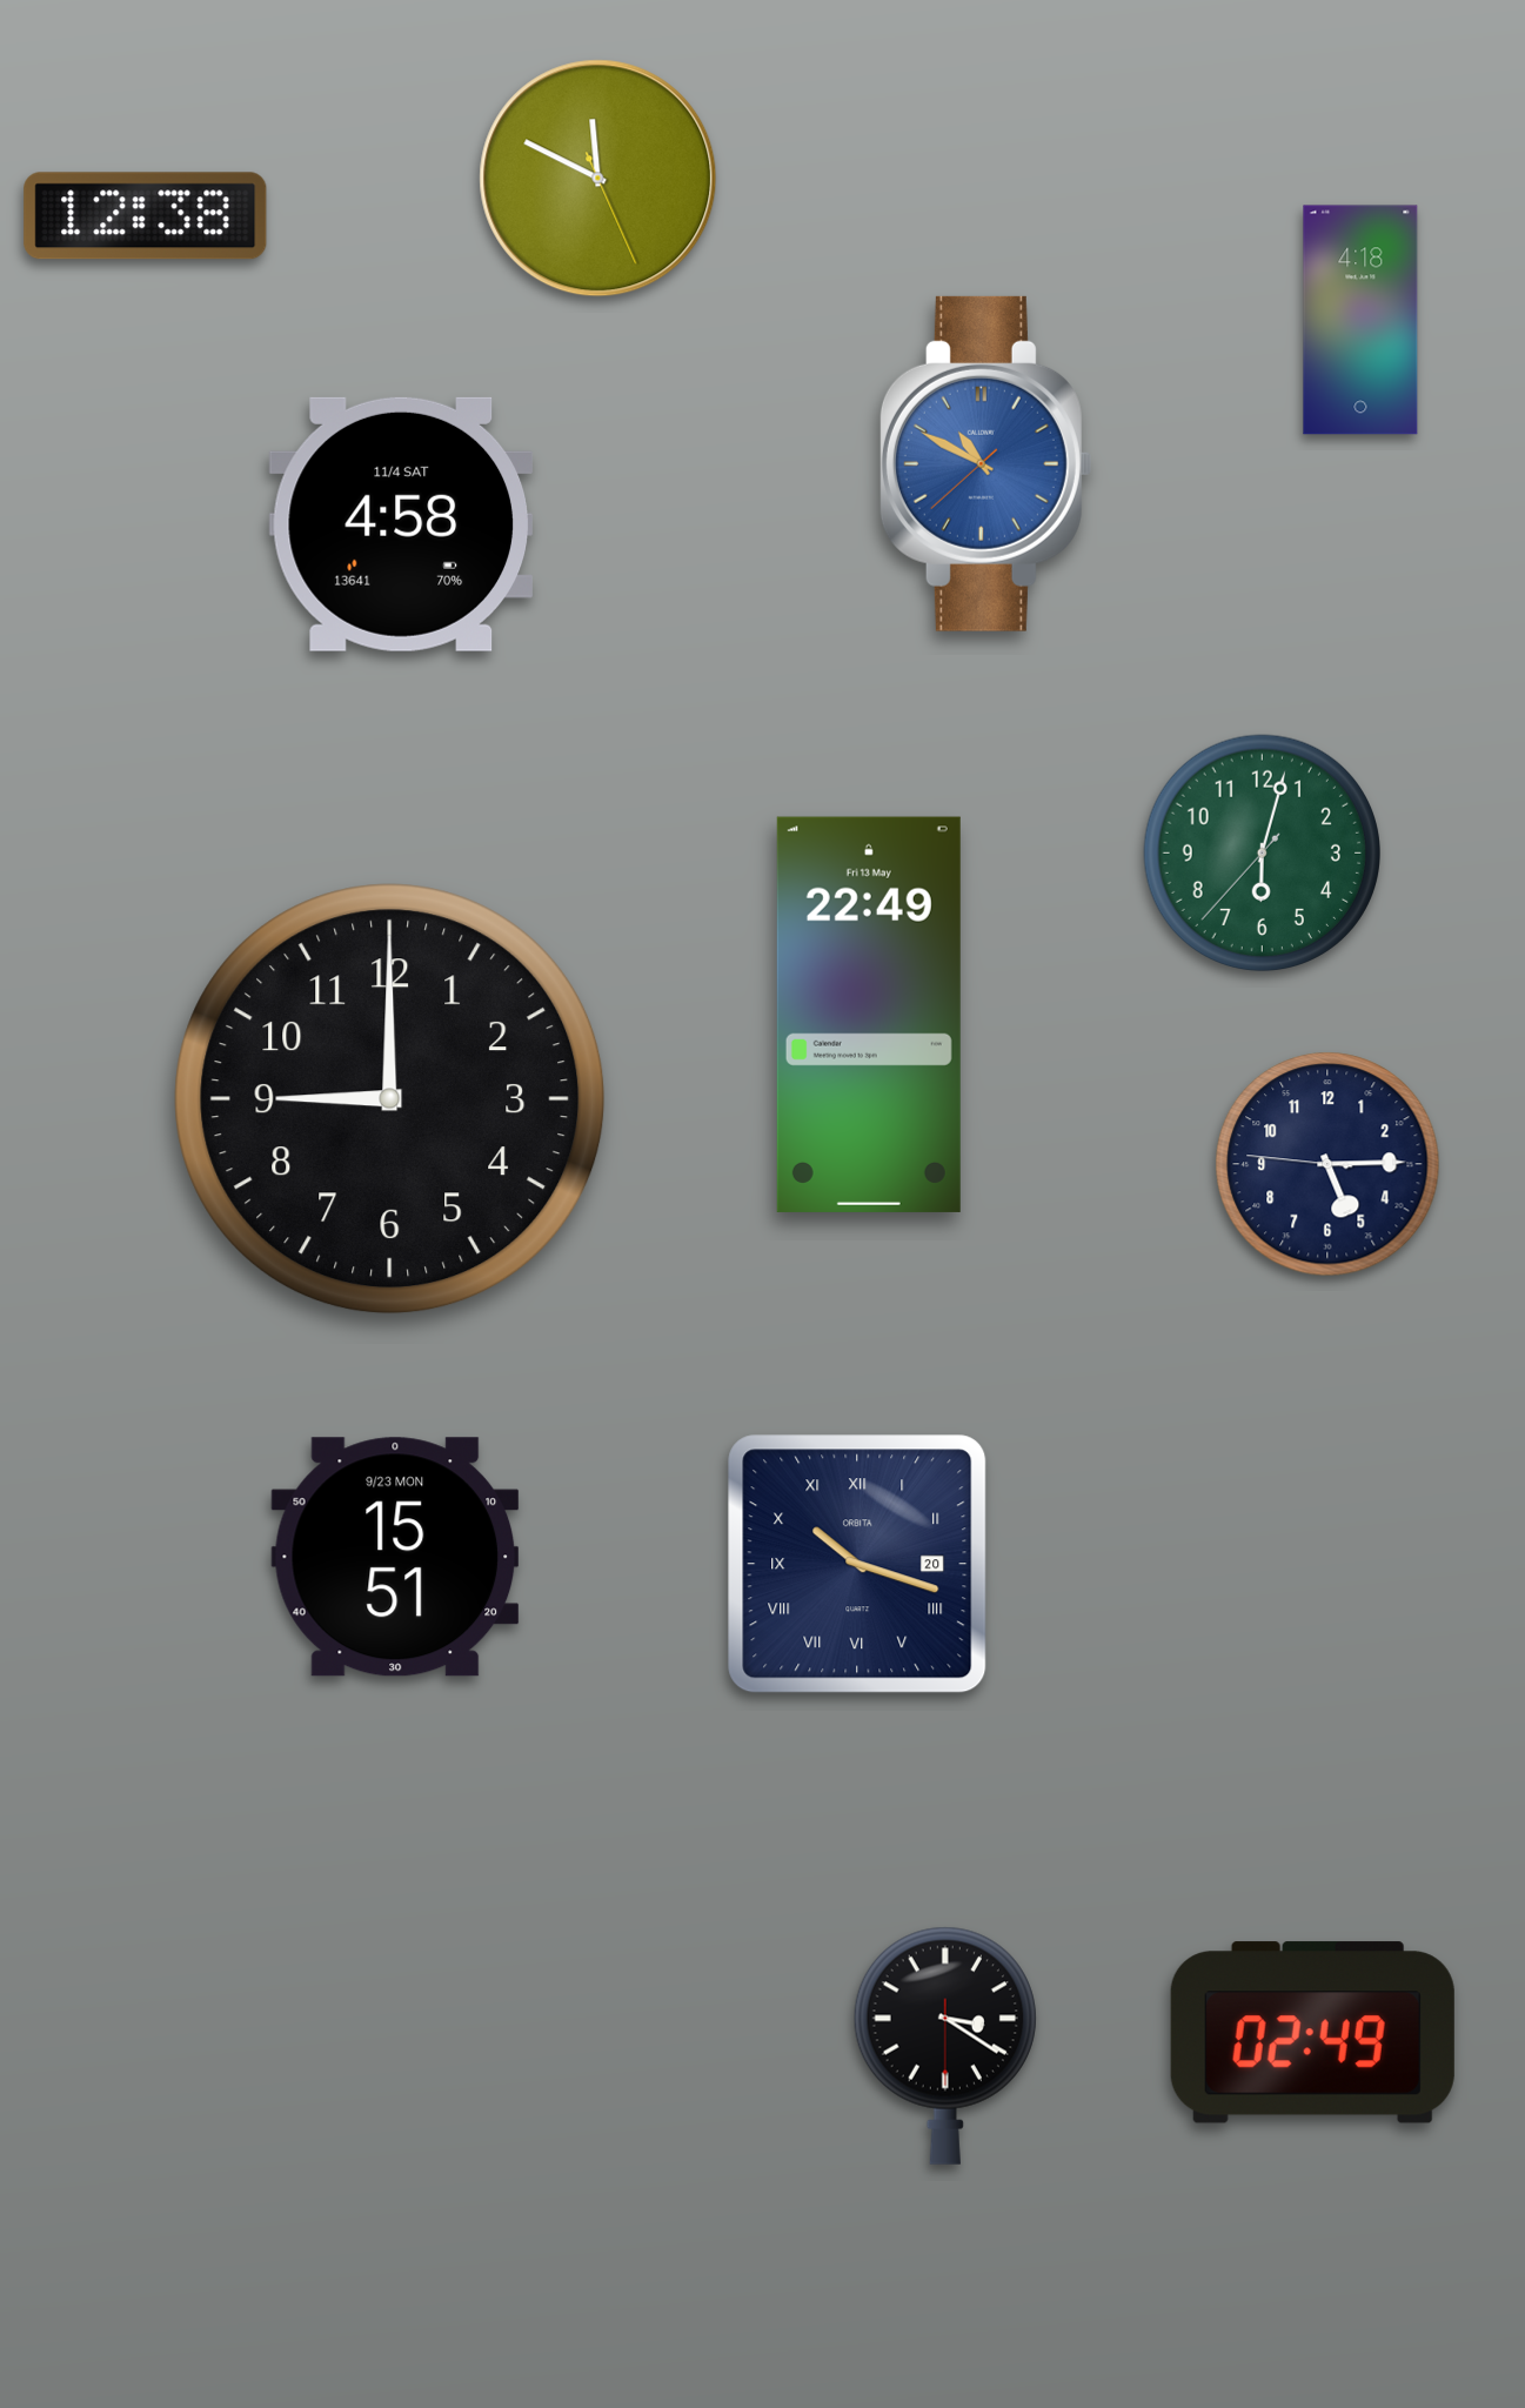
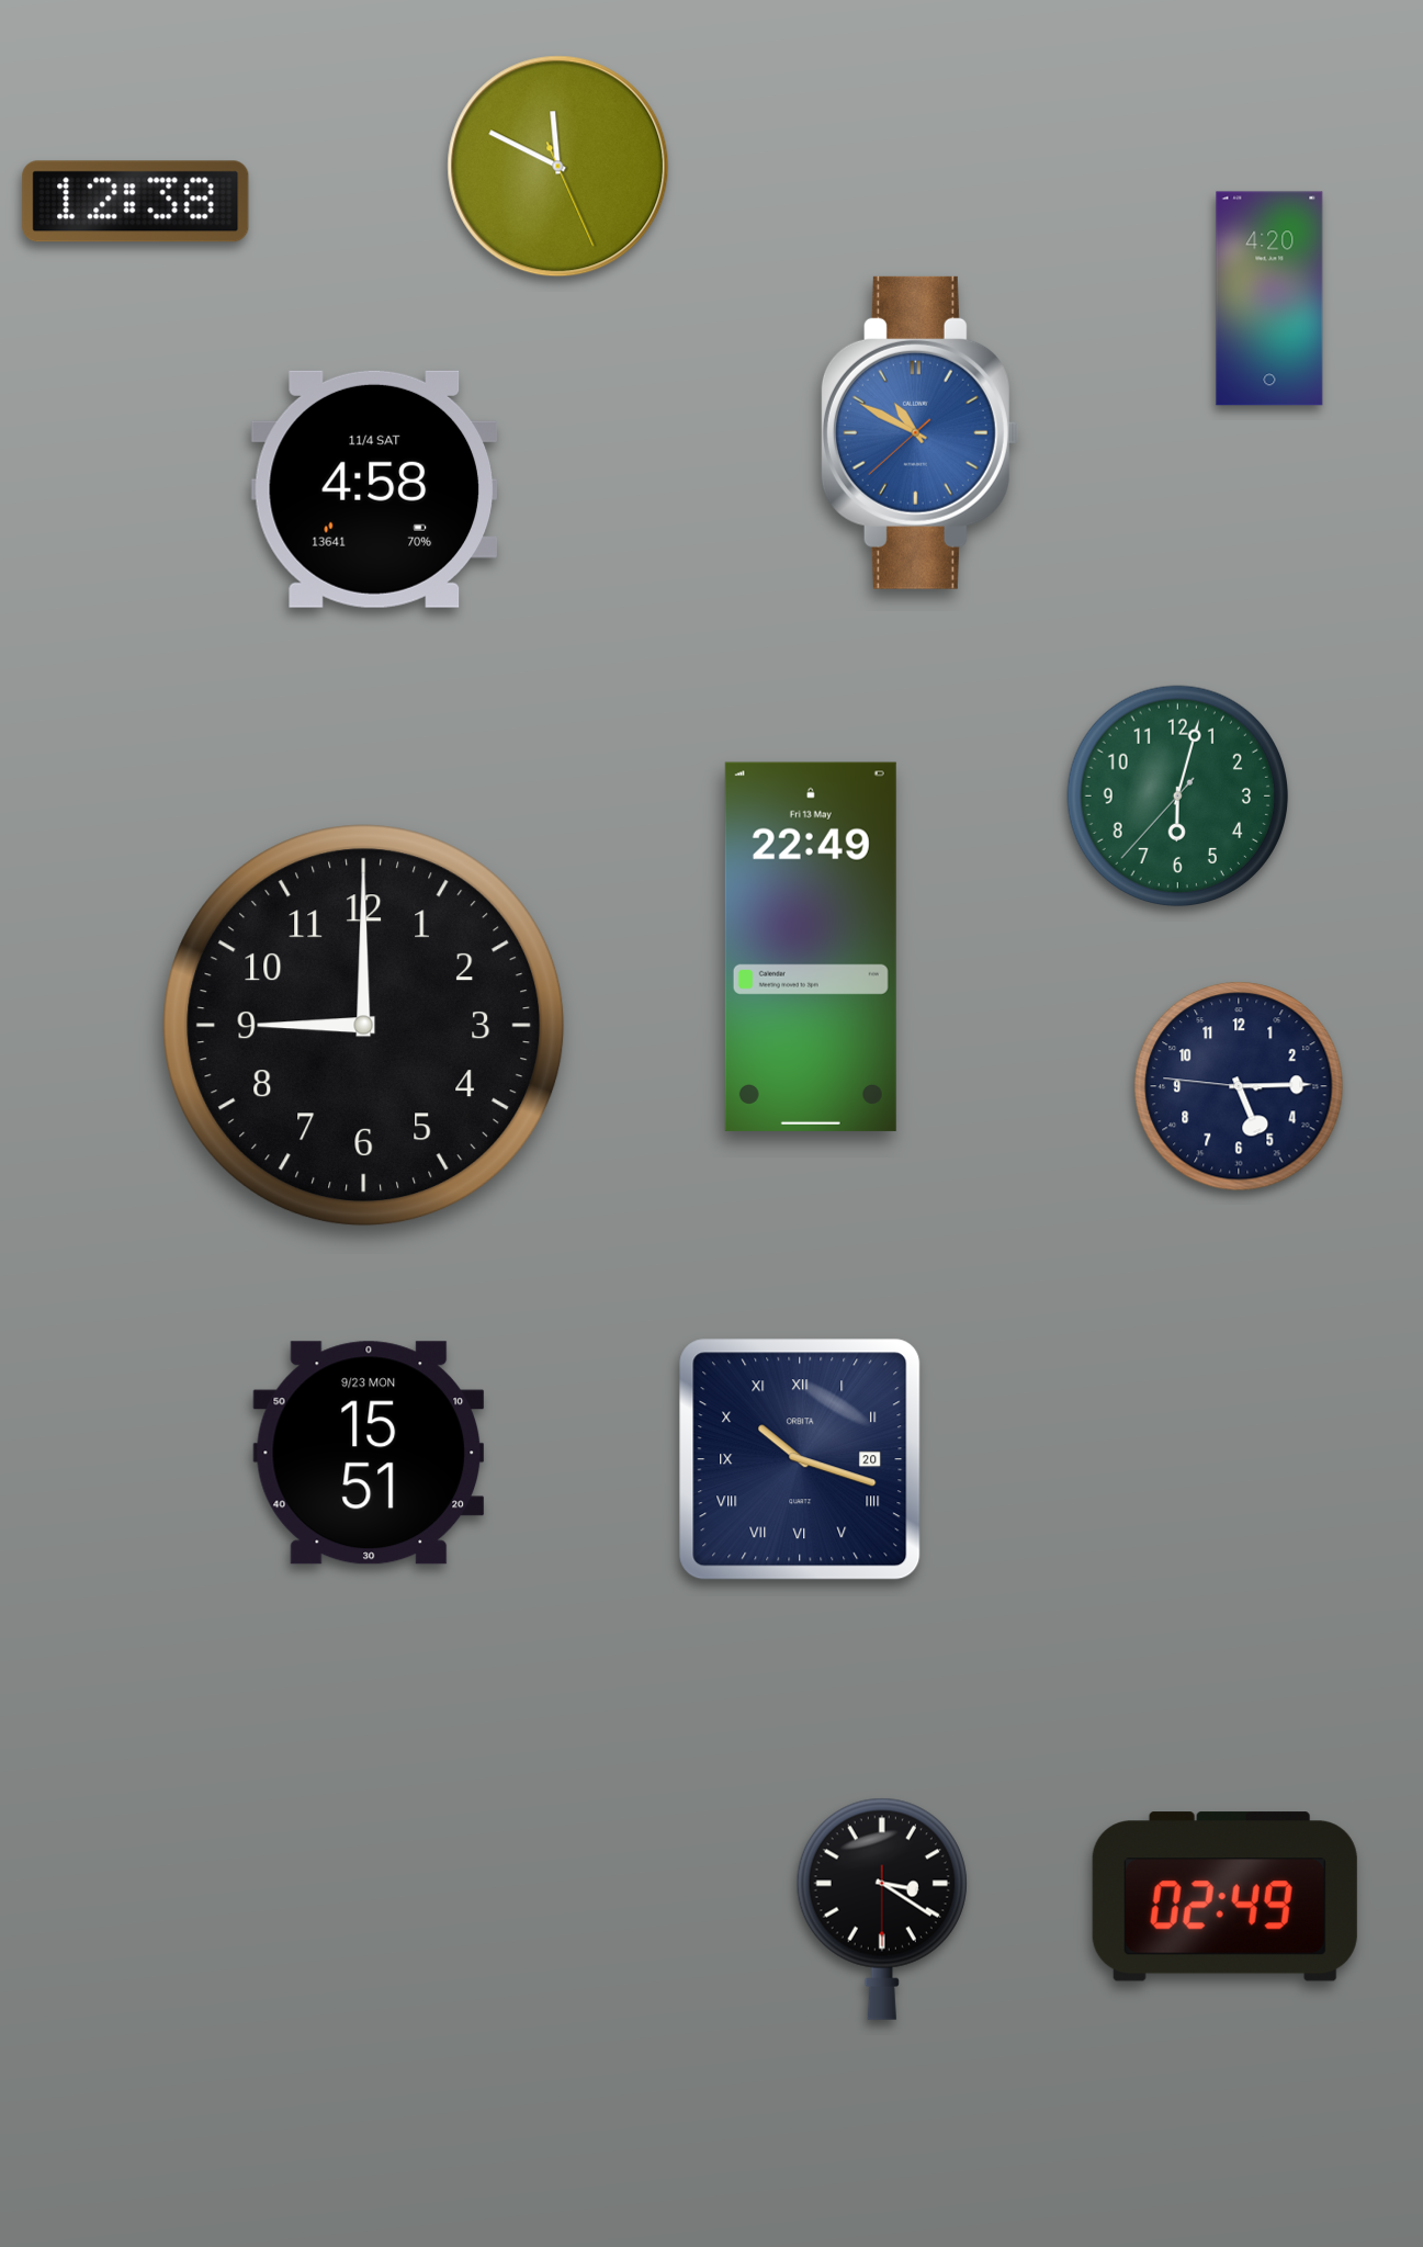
clock at (1360, 320): 4:18 -> 4:20
